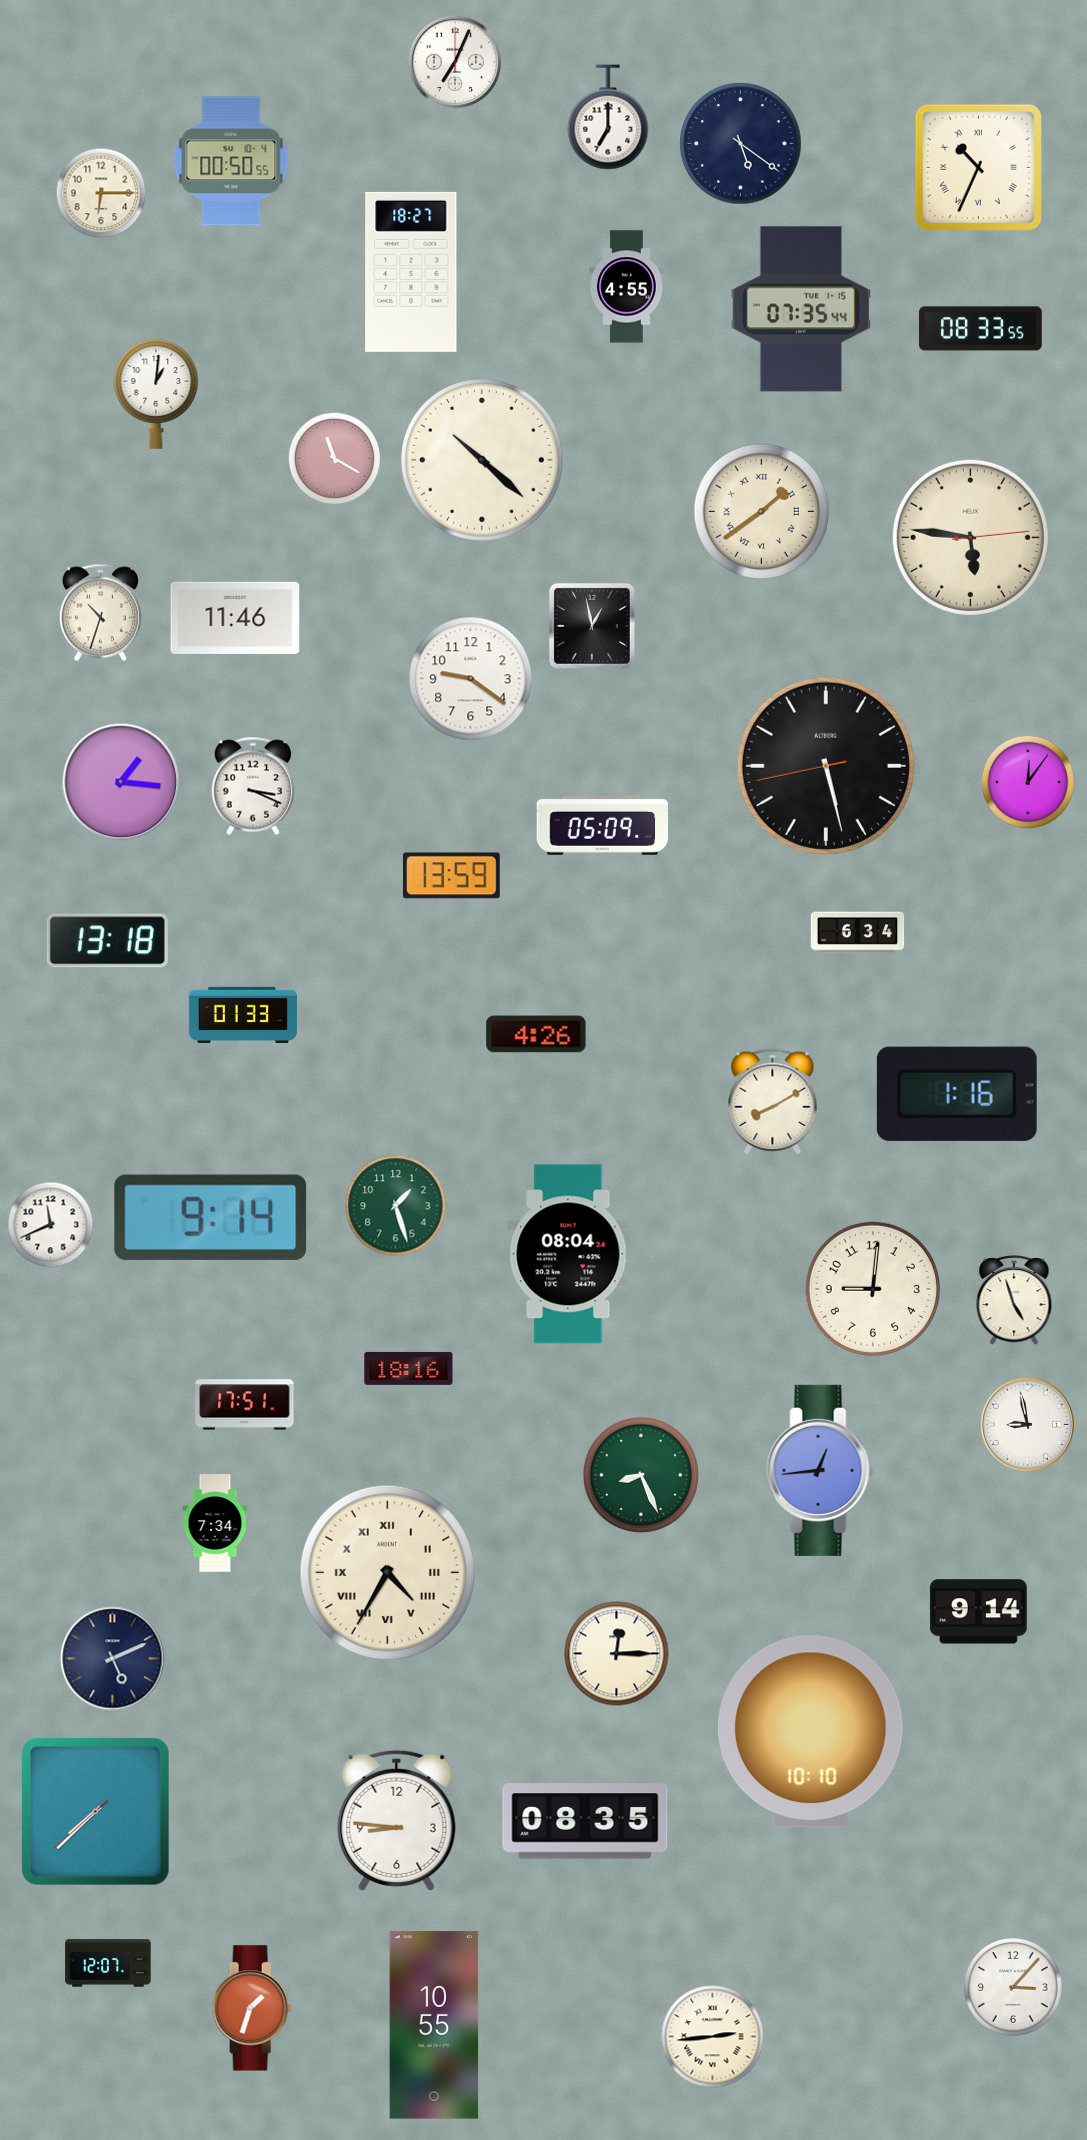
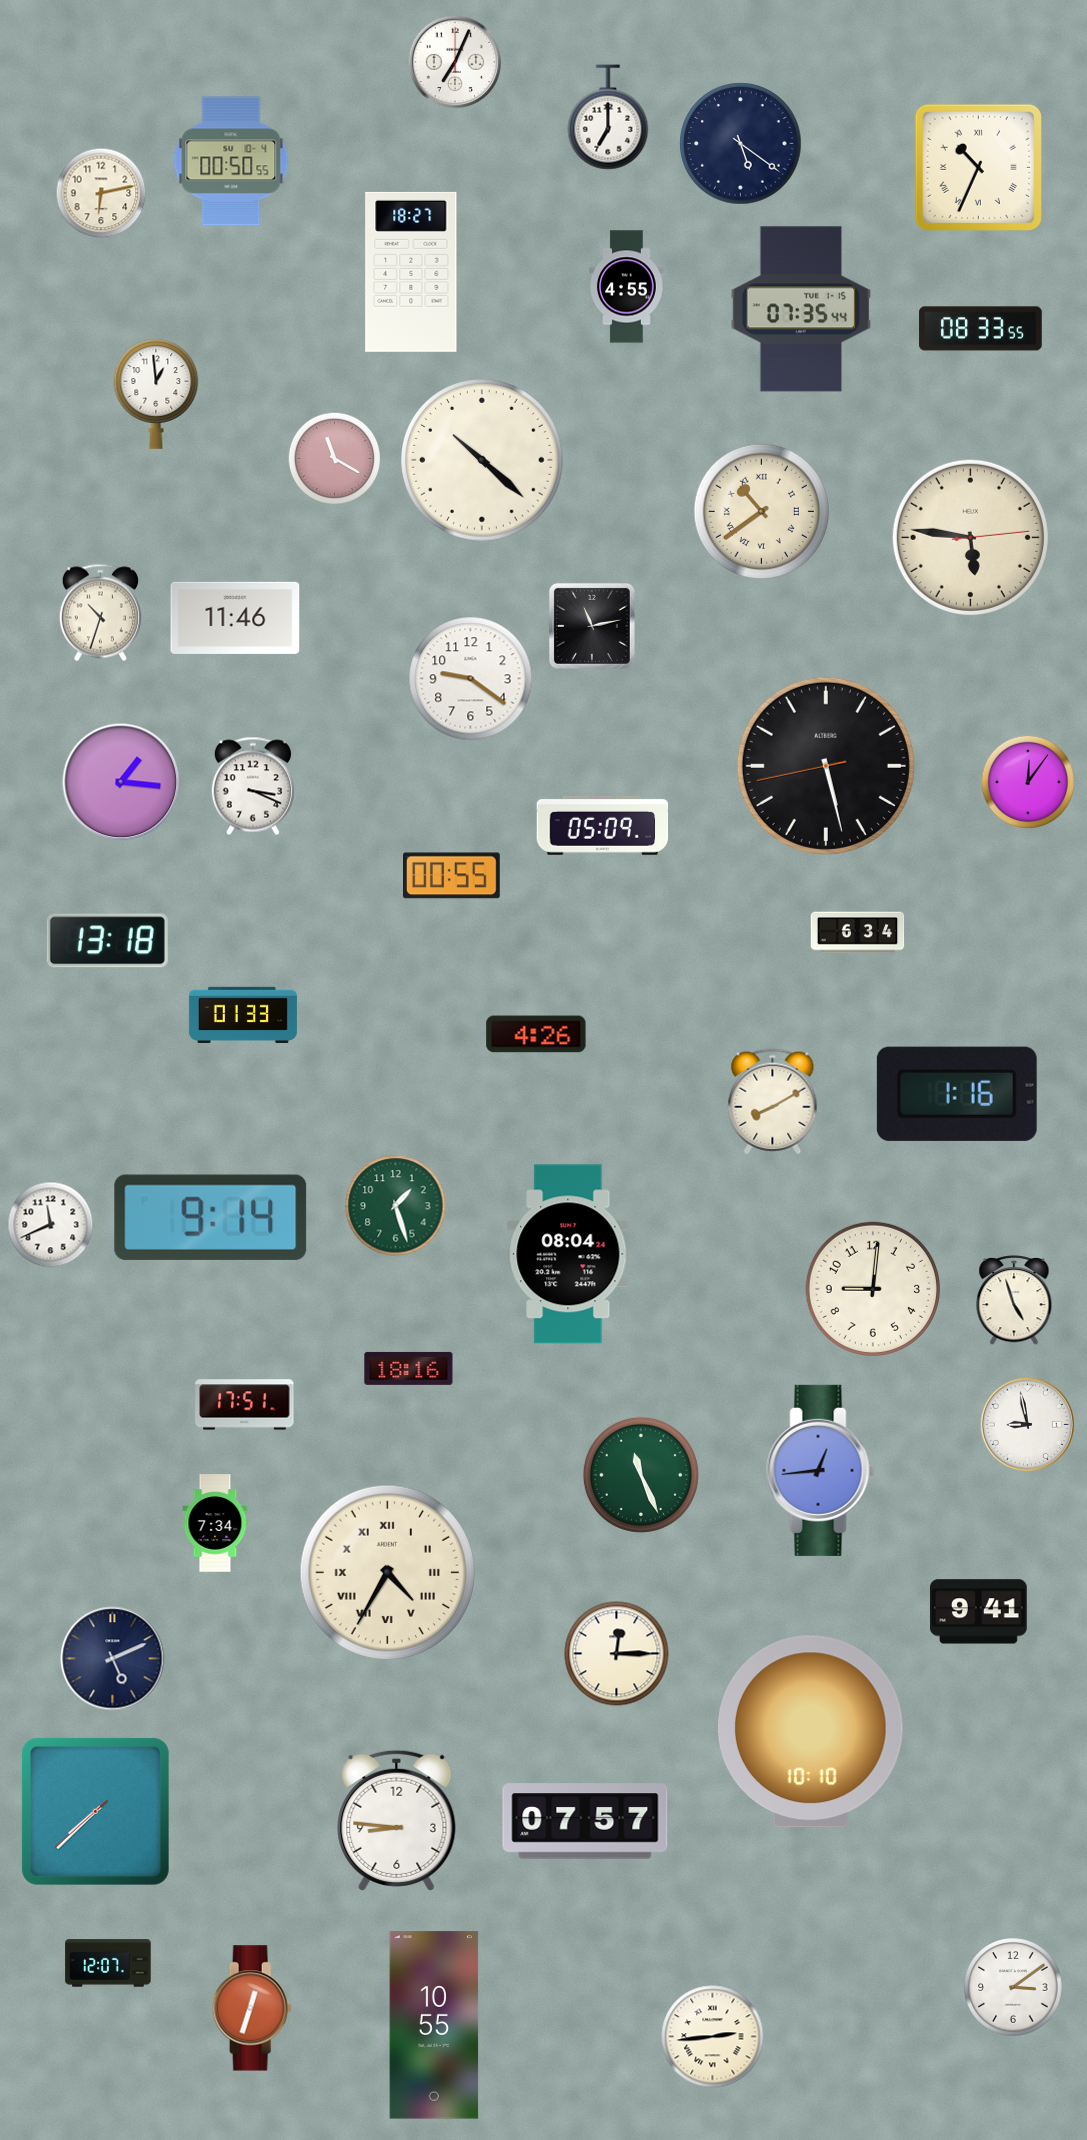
clock at (101, 193): 6:15 -> 6:13
clock at (156, 394): 1:01 -> 12:59
clock at (761, 511): 1:39 -> 10:39
clock at (592, 626): 12:58 -> 11:13
clock at (451, 876): 13:59 -> 00:55
clock at (641, 1475): 8:26 -> 11:26
clock at (978, 1612): 9:14 -> 9:41
clock at (585, 1821): 08:35 -> 07:57
clock at (1013, 1987): 3:07 -> 3:09
clock at (252, 2008): 1:33 -> 12:33
